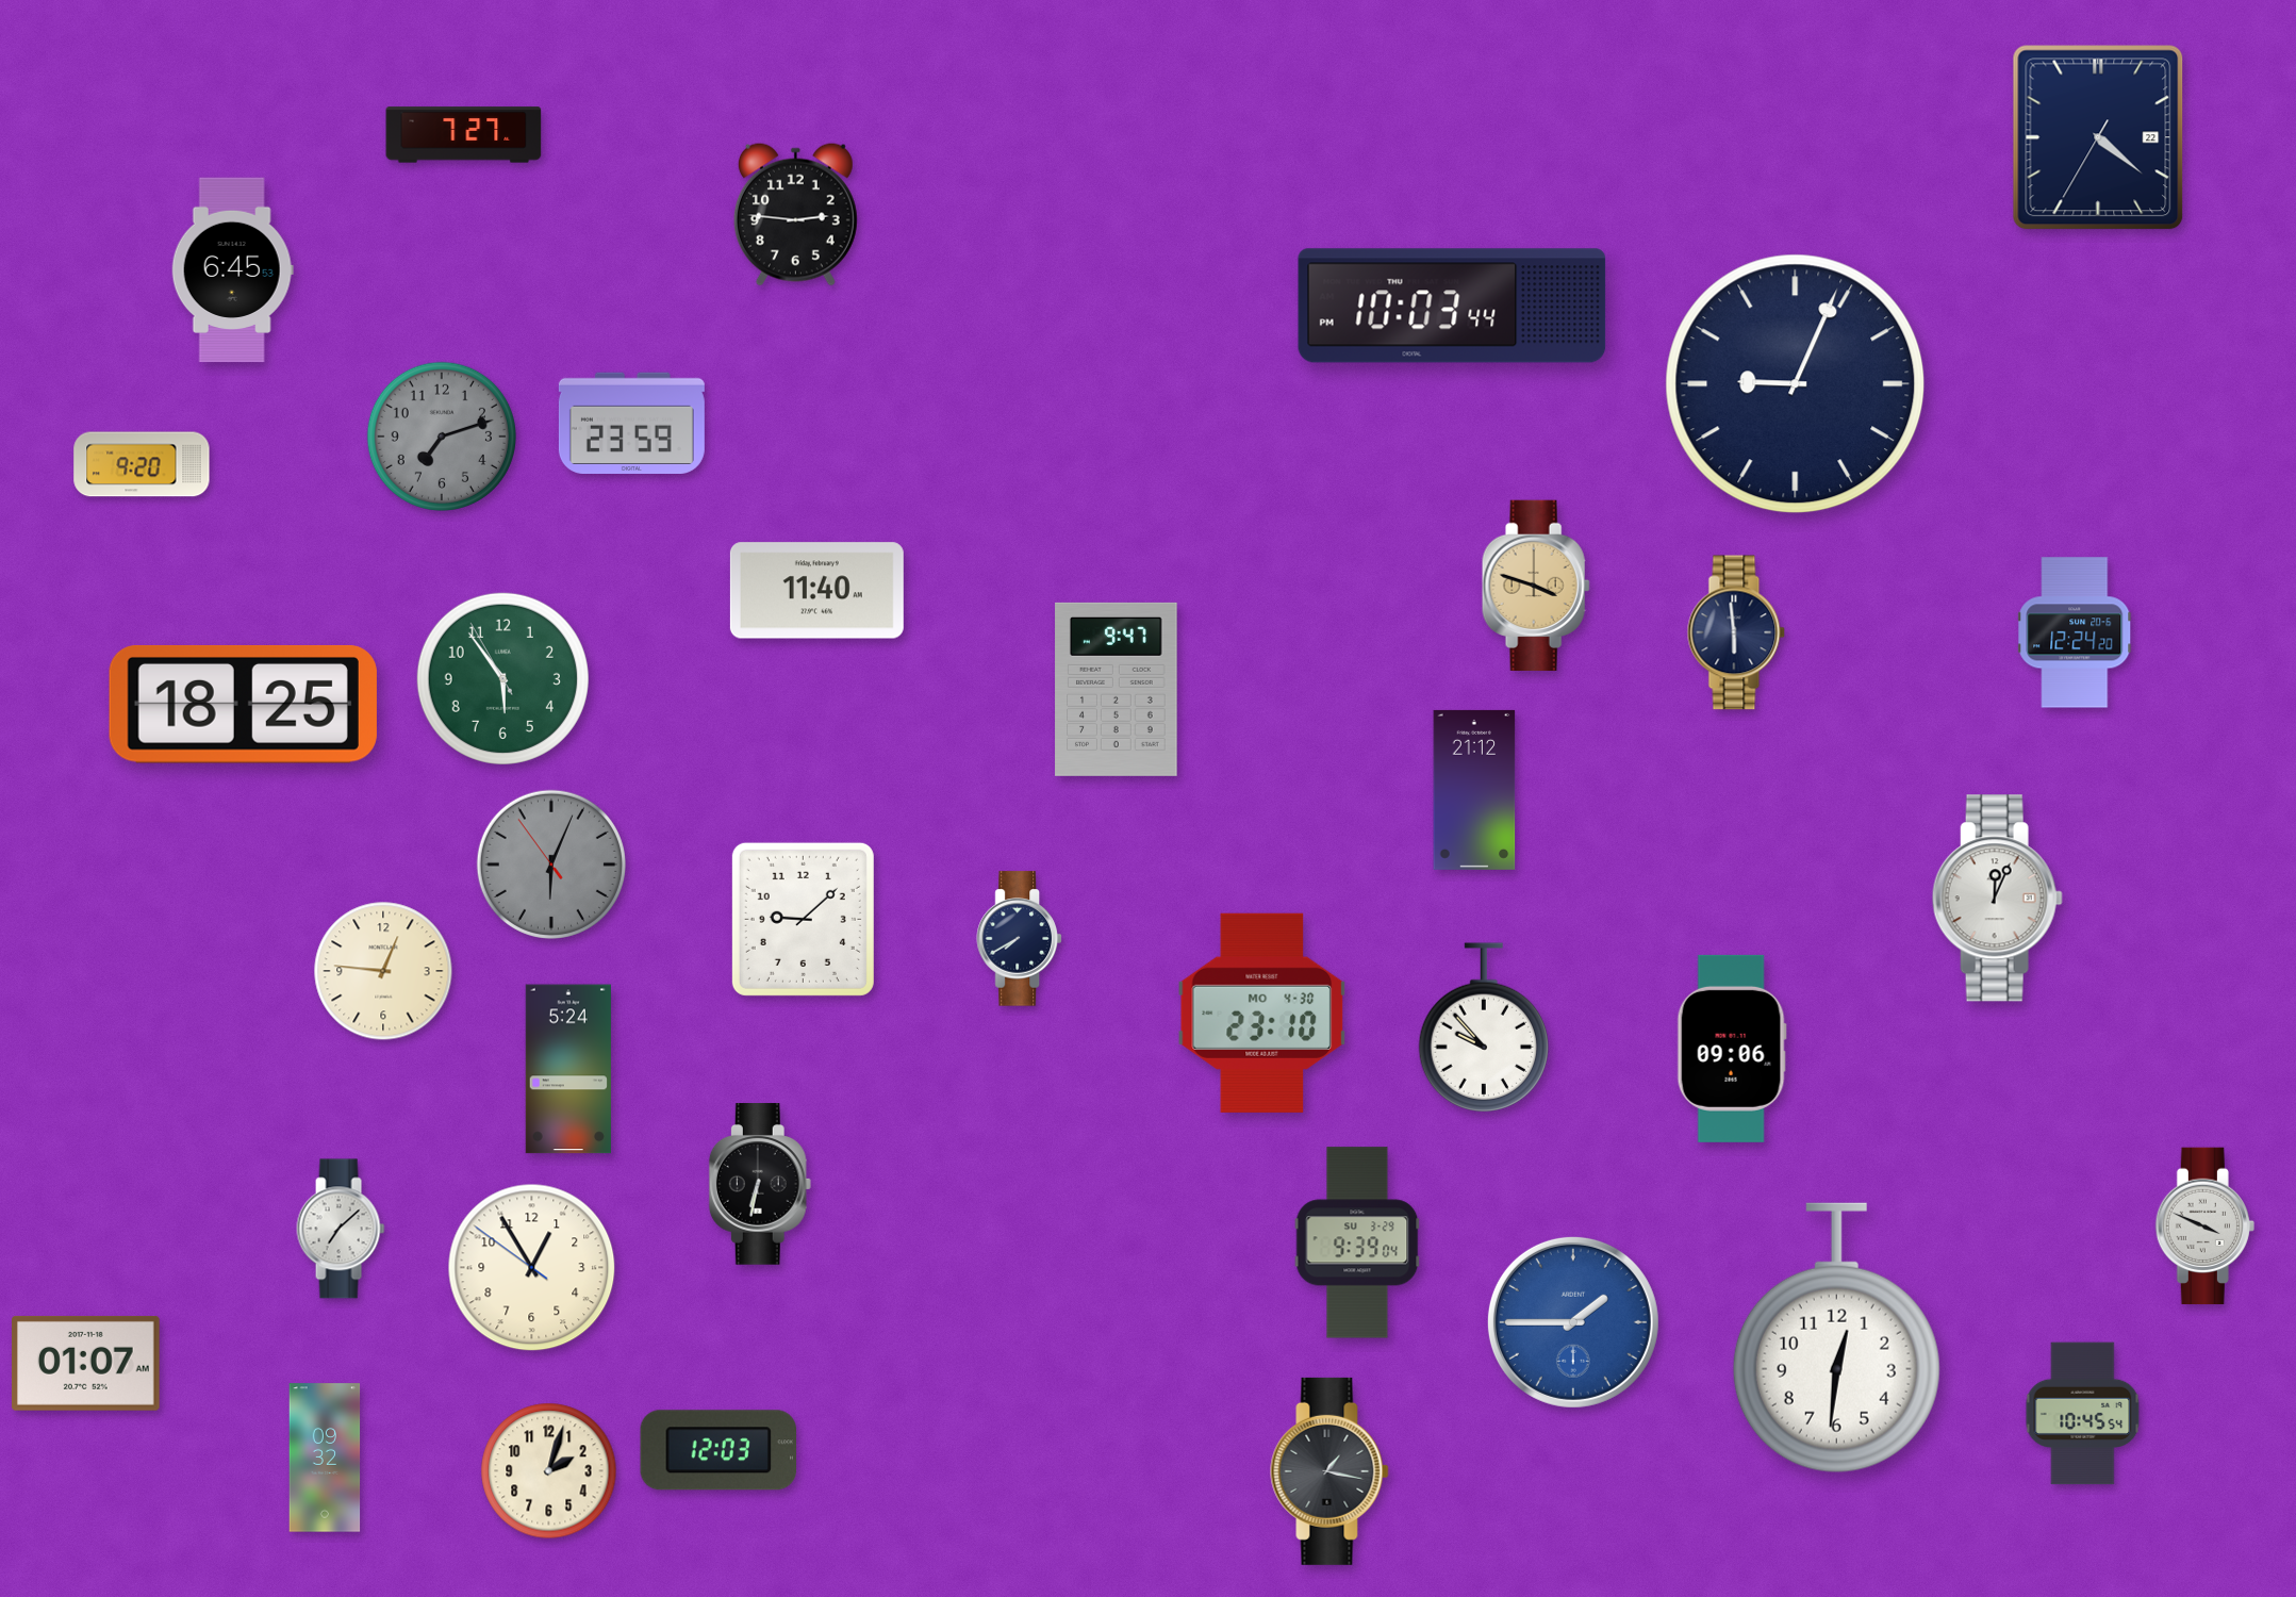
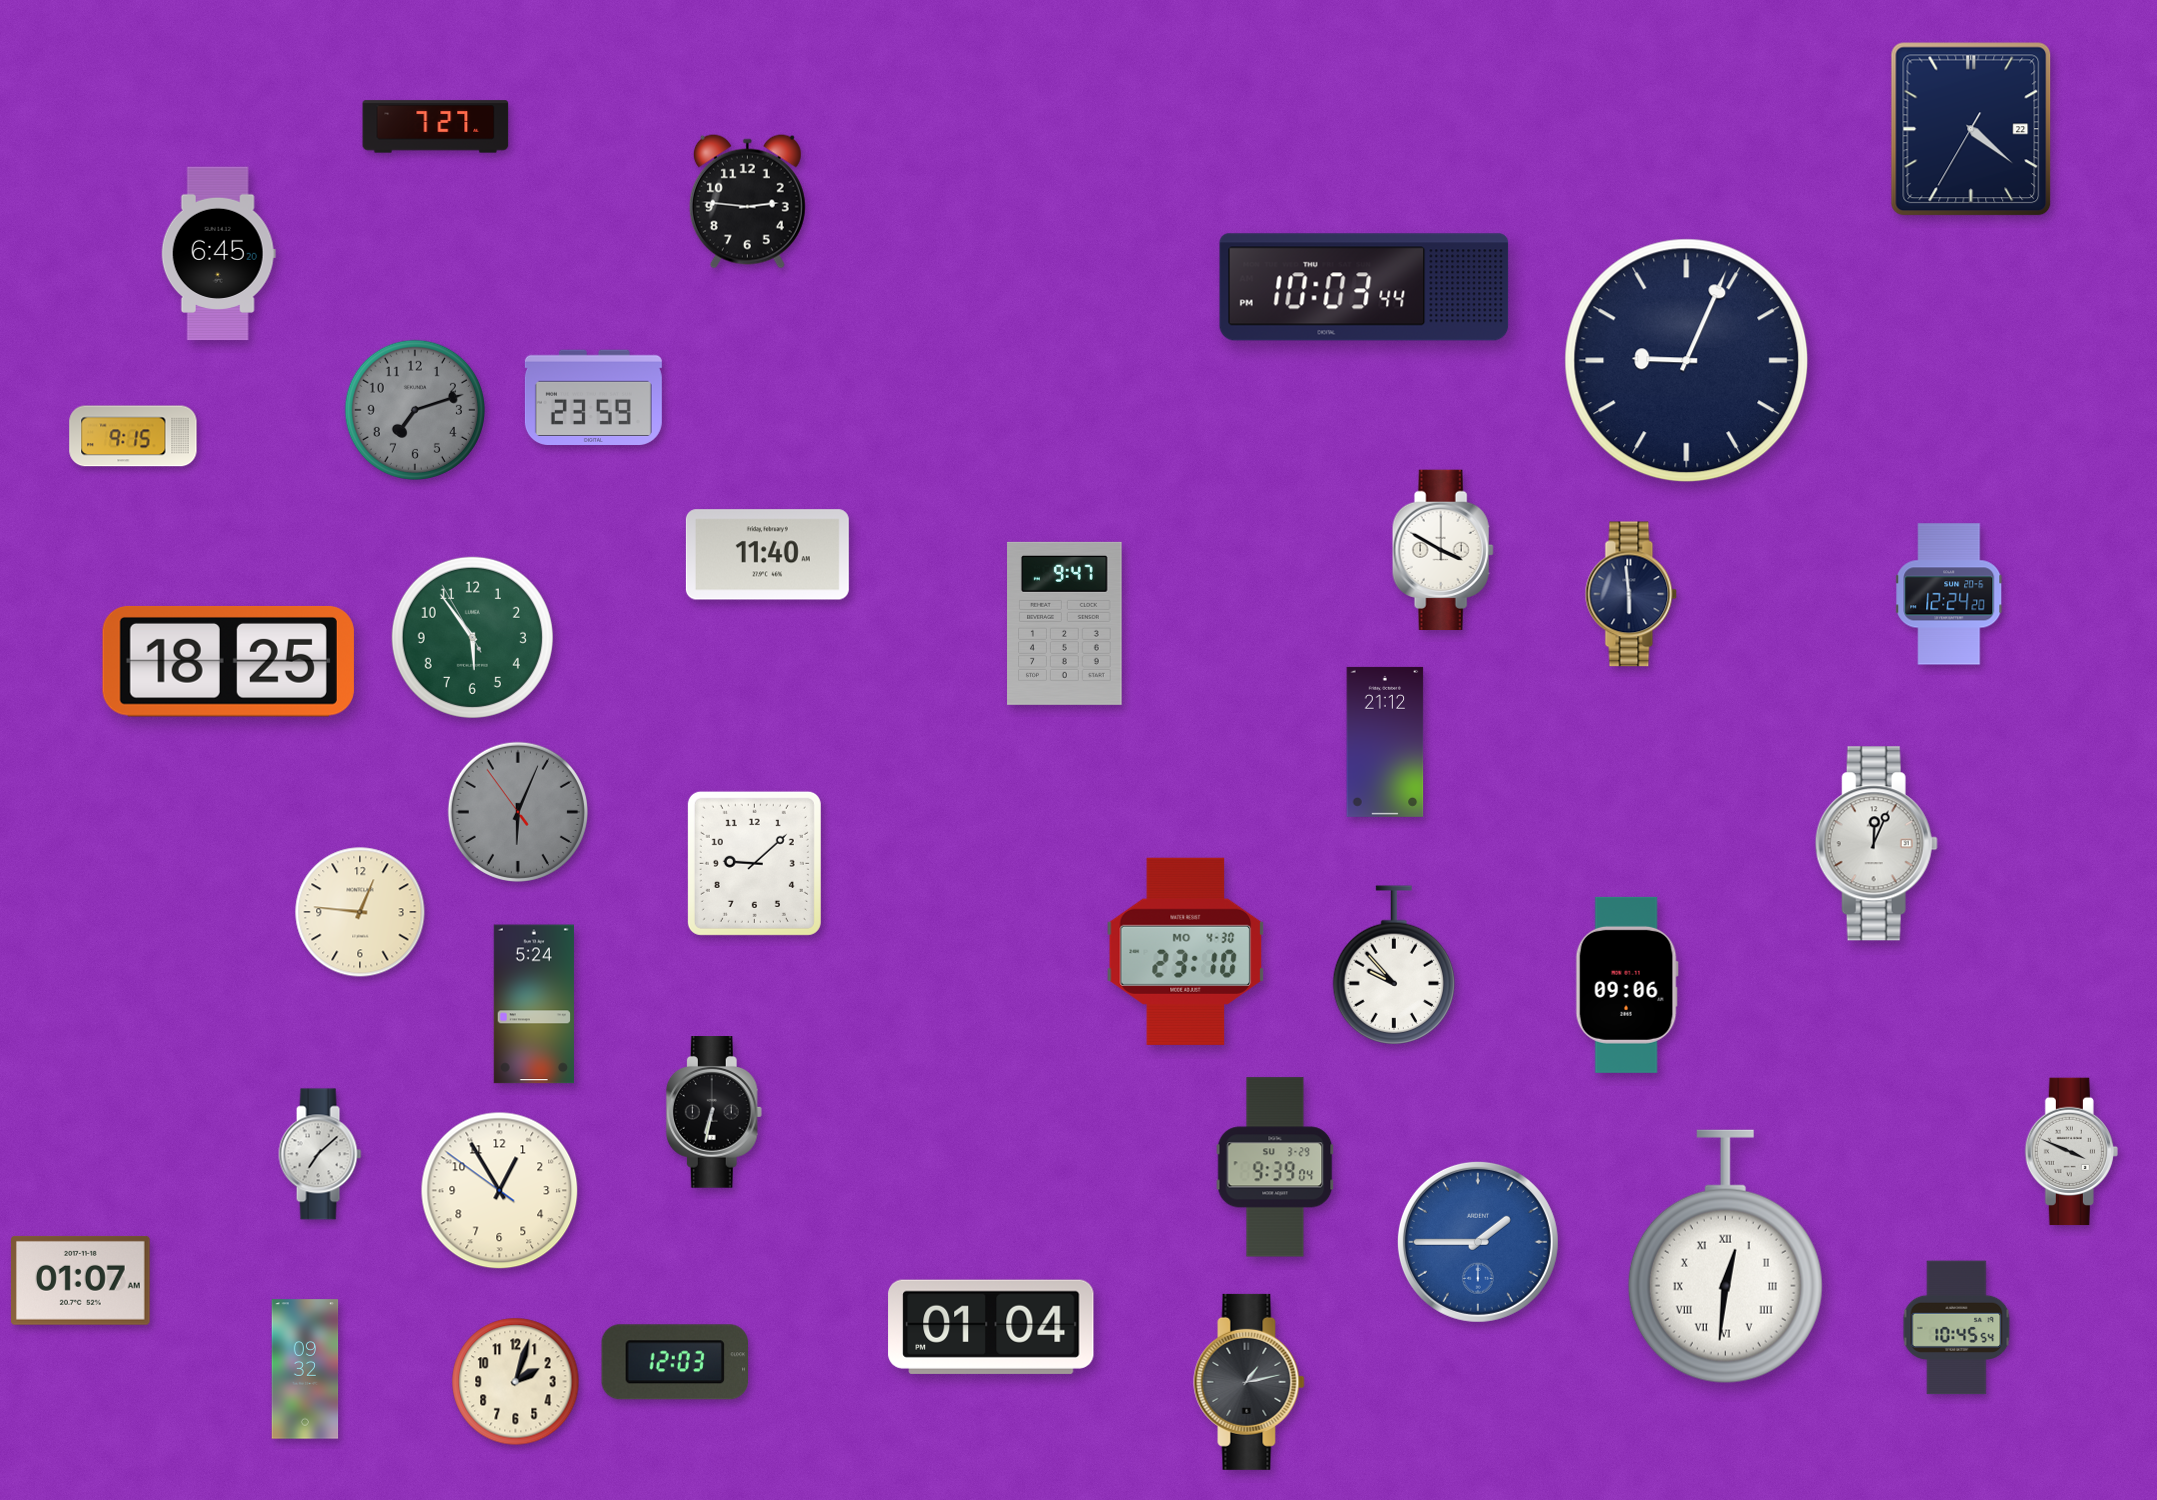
clock at (232, 270): 6:45:53 -> 6:45:20
clock at (142, 464): 9:20 -> 9:15
clock at (1536, 585): 3:48 -> 3:50
clock at (1536, 585) dial: champagne -> white
clock at (1117, 689) position: (1117, 689) -> (1065, 623)
clock at (1019, 939): 7:40 -> none
clock at (1836, 1338) numerals: Arabic -> Roman
clock at (991, 1327): none -> 01:04
clock at (1329, 1471): 1:17 -> 1:13
